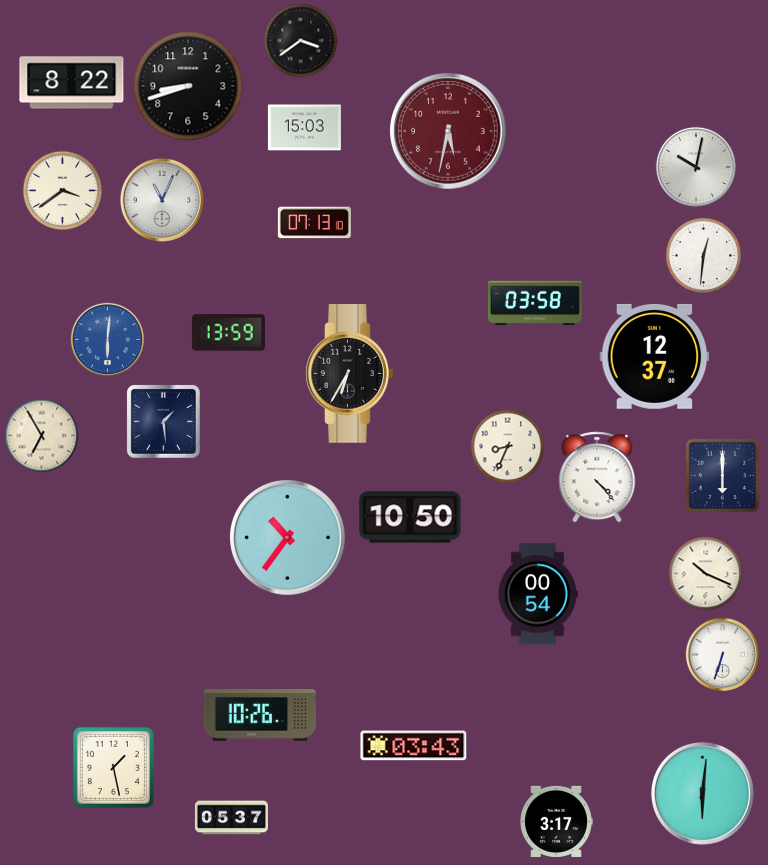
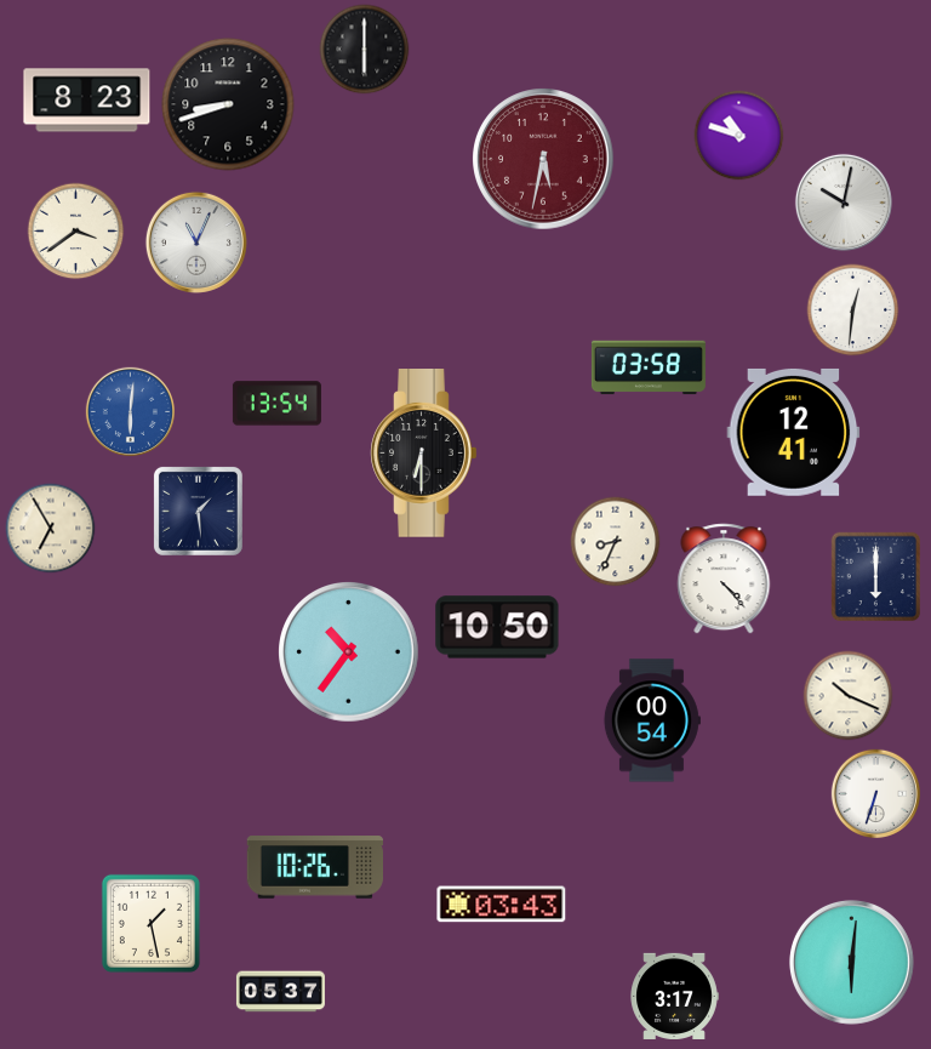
clock at (301, 41): 3:39 -> 6:00
clock at (72, 83): 8:22 -> 8:23
clock at (739, 136): none -> 10:48
clock at (304, 128): 15:03 -> none
clock at (314, 223): 07:13 -> none
clock at (228, 333): 13:59 -> 13:54
clock at (655, 356): 12:37 -> 12:41
clock at (350, 374): 6:35 -> 6:30
clock at (706, 574) position: (706, 574) -> (849, 696)
clock at (113, 767) position: (113, 767) -> (150, 923)
